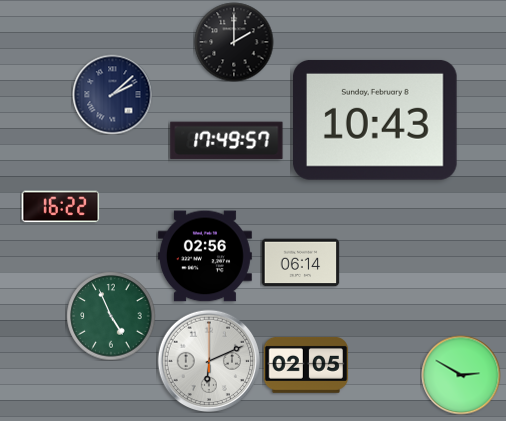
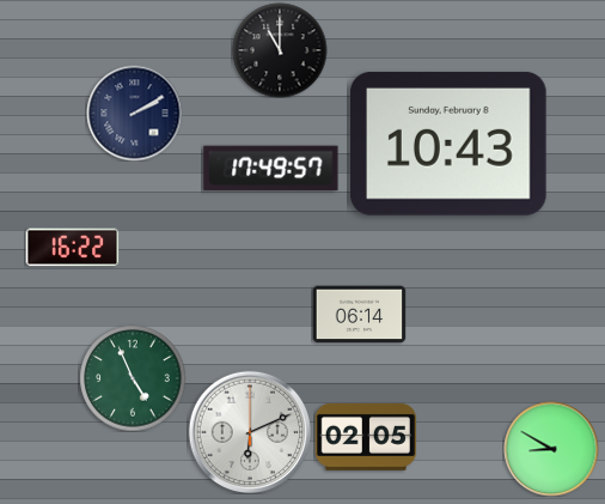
clock at (234, 42): 2:00 -> 11:00
clock at (112, 94): 2:08 -> 2:10
clock at (205, 256): 02:56 -> none
clock at (461, 375): 2:50 -> 8:50
